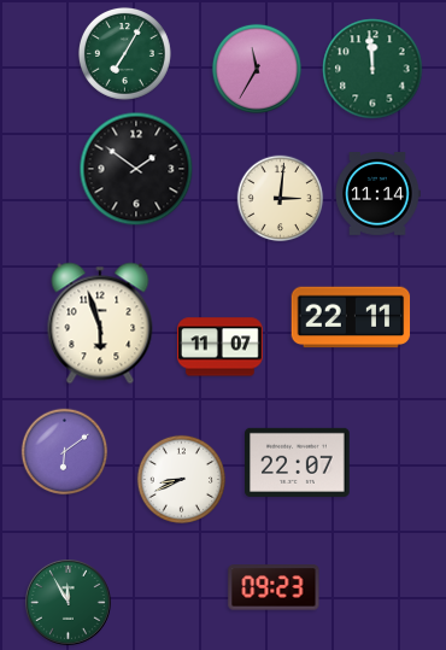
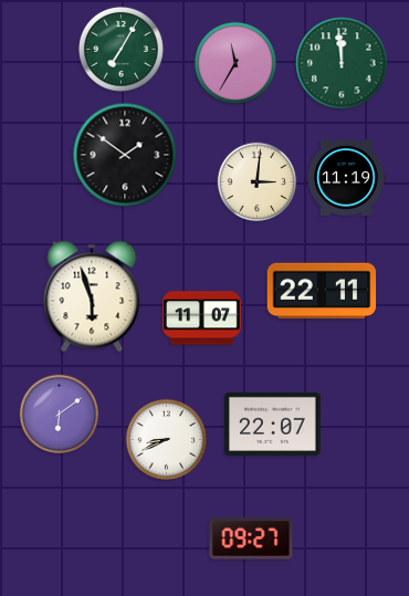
clock at (124, 53) position: (124, 53) -> (120, 49)
clock at (377, 194): 11:14 -> 11:19
clock at (274, 587): 09:23 -> 09:27
clock at (69, 603): 11:55 -> none
